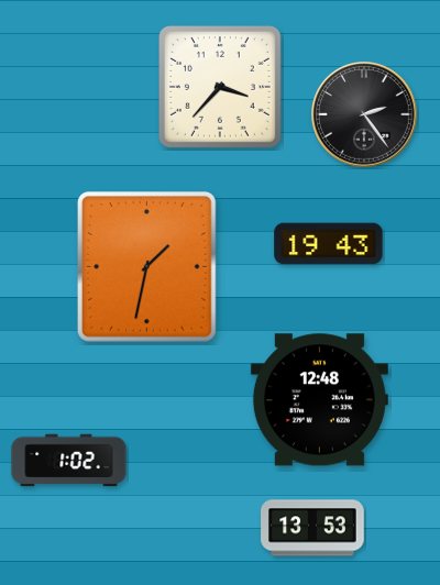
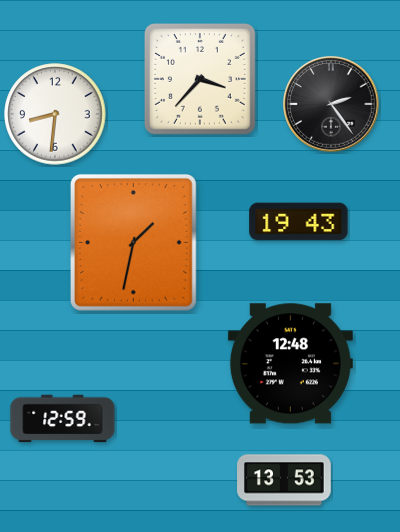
clock at (55, 114): none -> 8:31
clock at (69, 461): 1:02 -> 12:59
